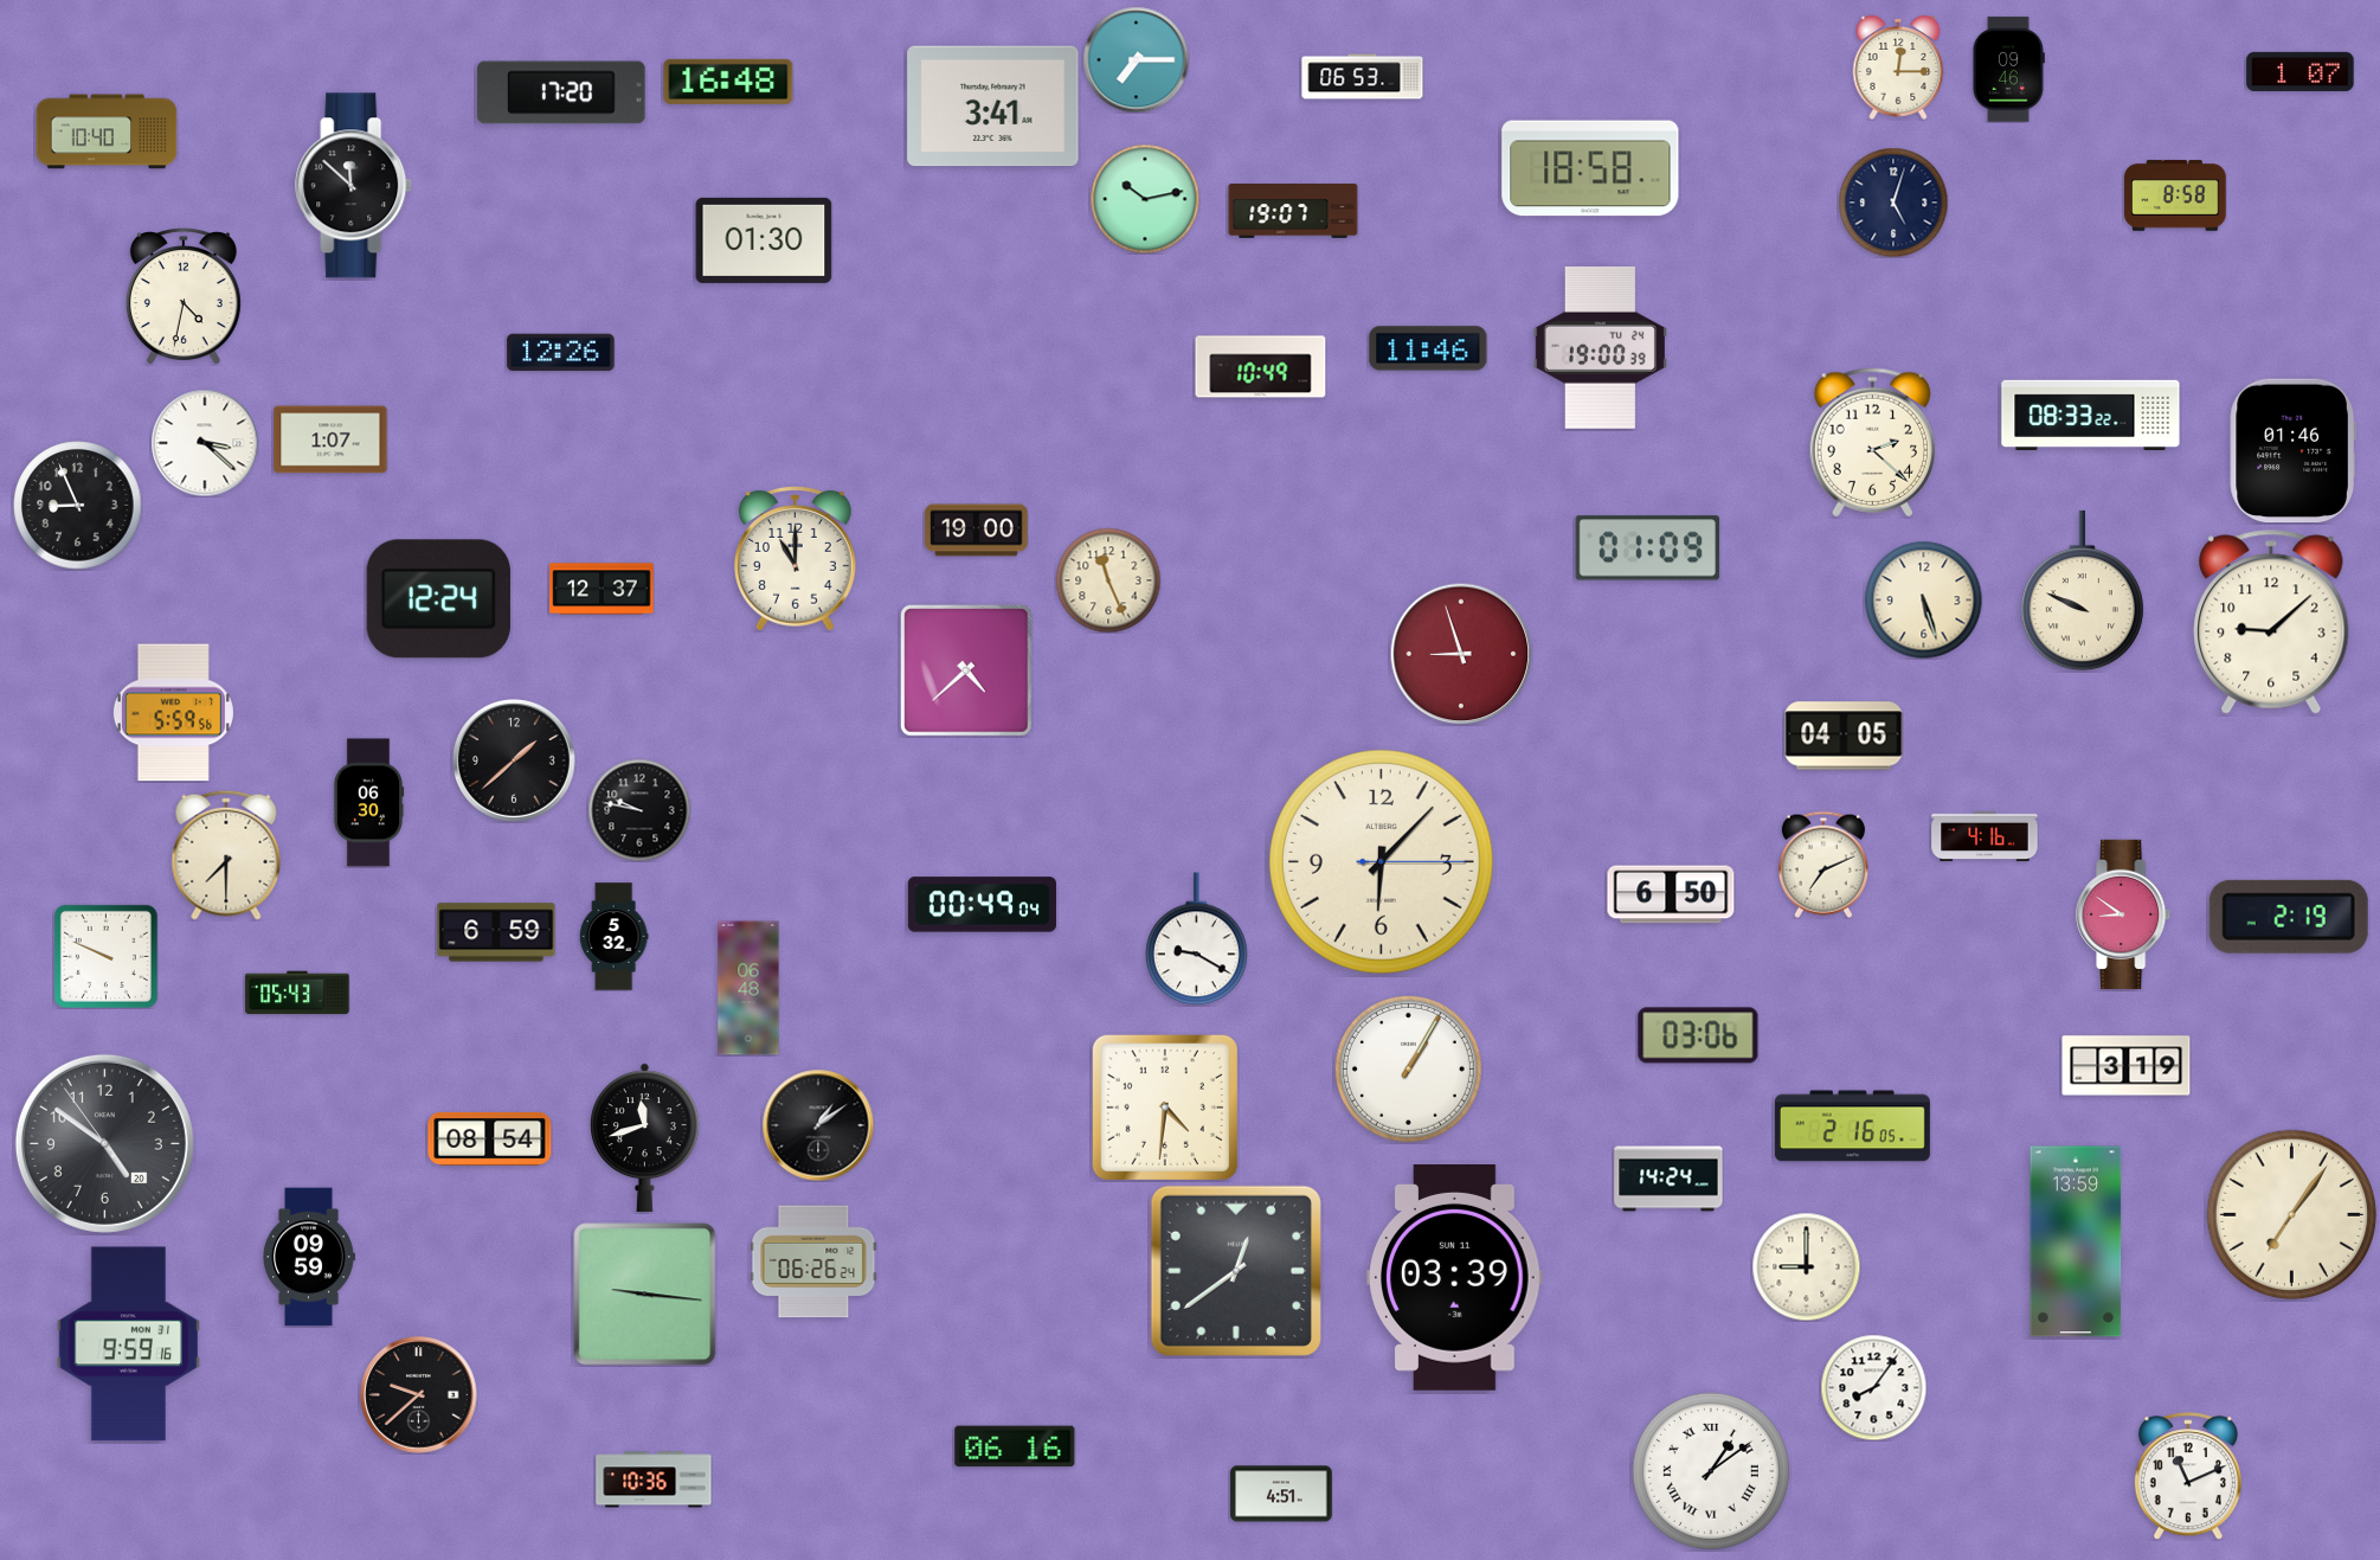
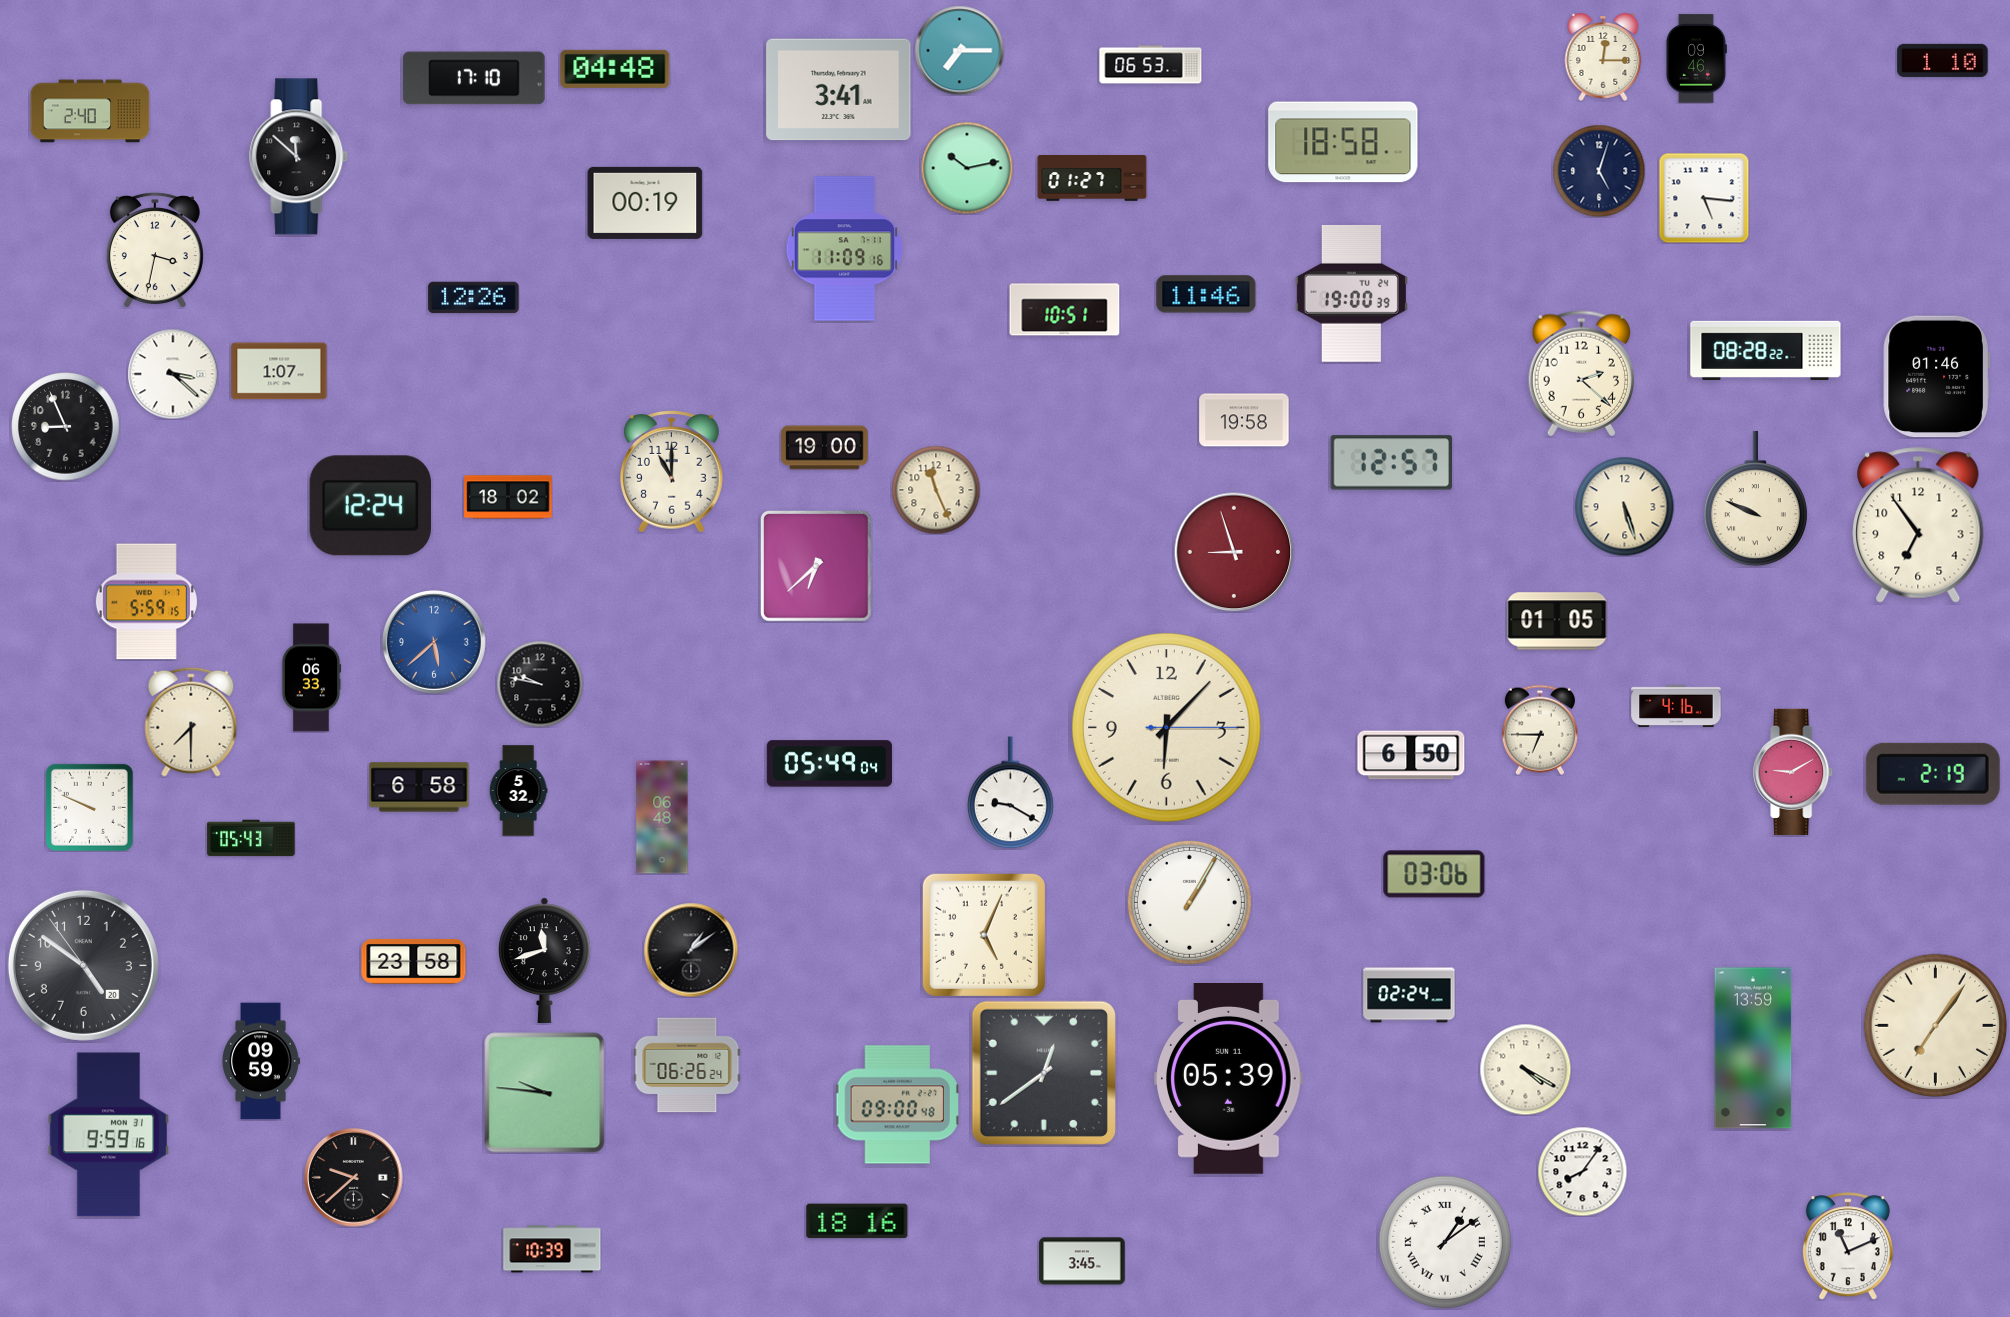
clock at (2301, 71): 1:07 -> 1:10
clock at (728, 82): 16:48 -> 04:48
clock at (561, 92): 17:20 -> 17:10
clock at (107, 131): 10:40 -> 2:40
clock at (2175, 195): 8:58 -> none
clock at (1293, 212): 19:07 -> 01:27
clock at (1704, 198): none -> 5:16
clock at (764, 240): 01:30 -> 00:19
clock at (845, 249): none -> 11:09
clock at (184, 296): 4:32 -> 3:32
clock at (1261, 367): 10:49 -> 10:51
clock at (2091, 415): 08:33 -> 08:28
clock at (2292, 451) position: (2292, 451) -> (1936, 377)
clock at (1244, 420): none -> 19:58
clock at (1647, 548): 01:09 -> 12:57
clock at (602, 589): 12:37 -> 18:02
clock at (2082, 591) position: (2082, 591) -> (1755, 499)
clock at (2271, 622): 9:08 -> 6:54
clock at (967, 672): 4:38 -> 6:38
clock at (173, 713): 5:59:56 -> 5:59:15
clock at (1844, 736): 04:05 -> 01:05
clock at (515, 762): 1:38 -> 5:38
clock at (515, 762) dial: black -> blue
clock at (368, 803): 06:30 -> 06:33
clock at (1823, 865): 7:11 -> 6:45
clock at (982, 905): 00:49 -> 05:49
clock at (2124, 914): 8:51 -> 9:10
clock at (496, 932): 6:59 -> 6:58
clock at (748, 988) position: (748, 988) -> (662, 817)
clock at (2127, 1066): 3:19 -> none
clock at (1165, 1108): 4:31 -> 5:04
clock at (1852, 1126): 2:16 -> none
clock at (490, 1139): 08:54 -> 23:58
clock at (104, 1143) position: (104, 1143) -> (83, 965)
clock at (1668, 1179): 14:24 -> 02:24
clock at (1806, 1266): 9:00 -> 4:20
clock at (1455, 1278): 03:39 -> 05:39
clock at (645, 1295): 9:16 -> 9:46
clock at (898, 1105): none -> 09:00
clock at (1015, 1446): 06:16 -> 18:16
clock at (654, 1479): 10:36 -> 10:39
clock at (1281, 1494): 4:51 -> 3:45
